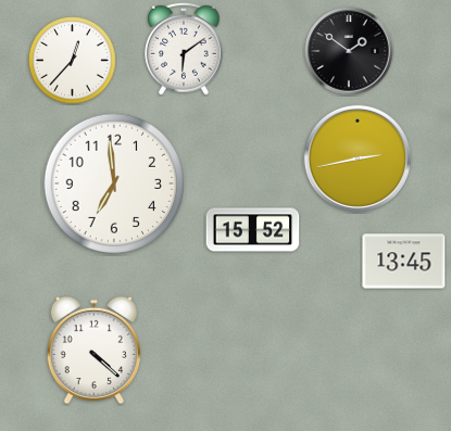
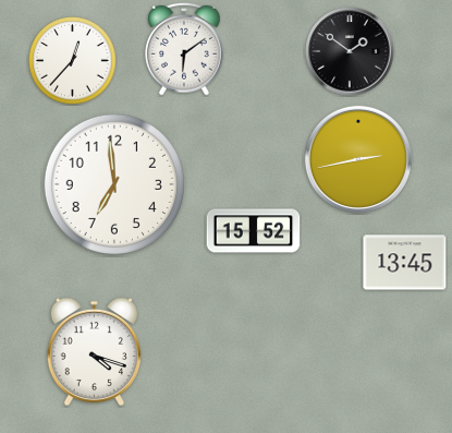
clock at (93, 351): 4:22 -> 4:18
